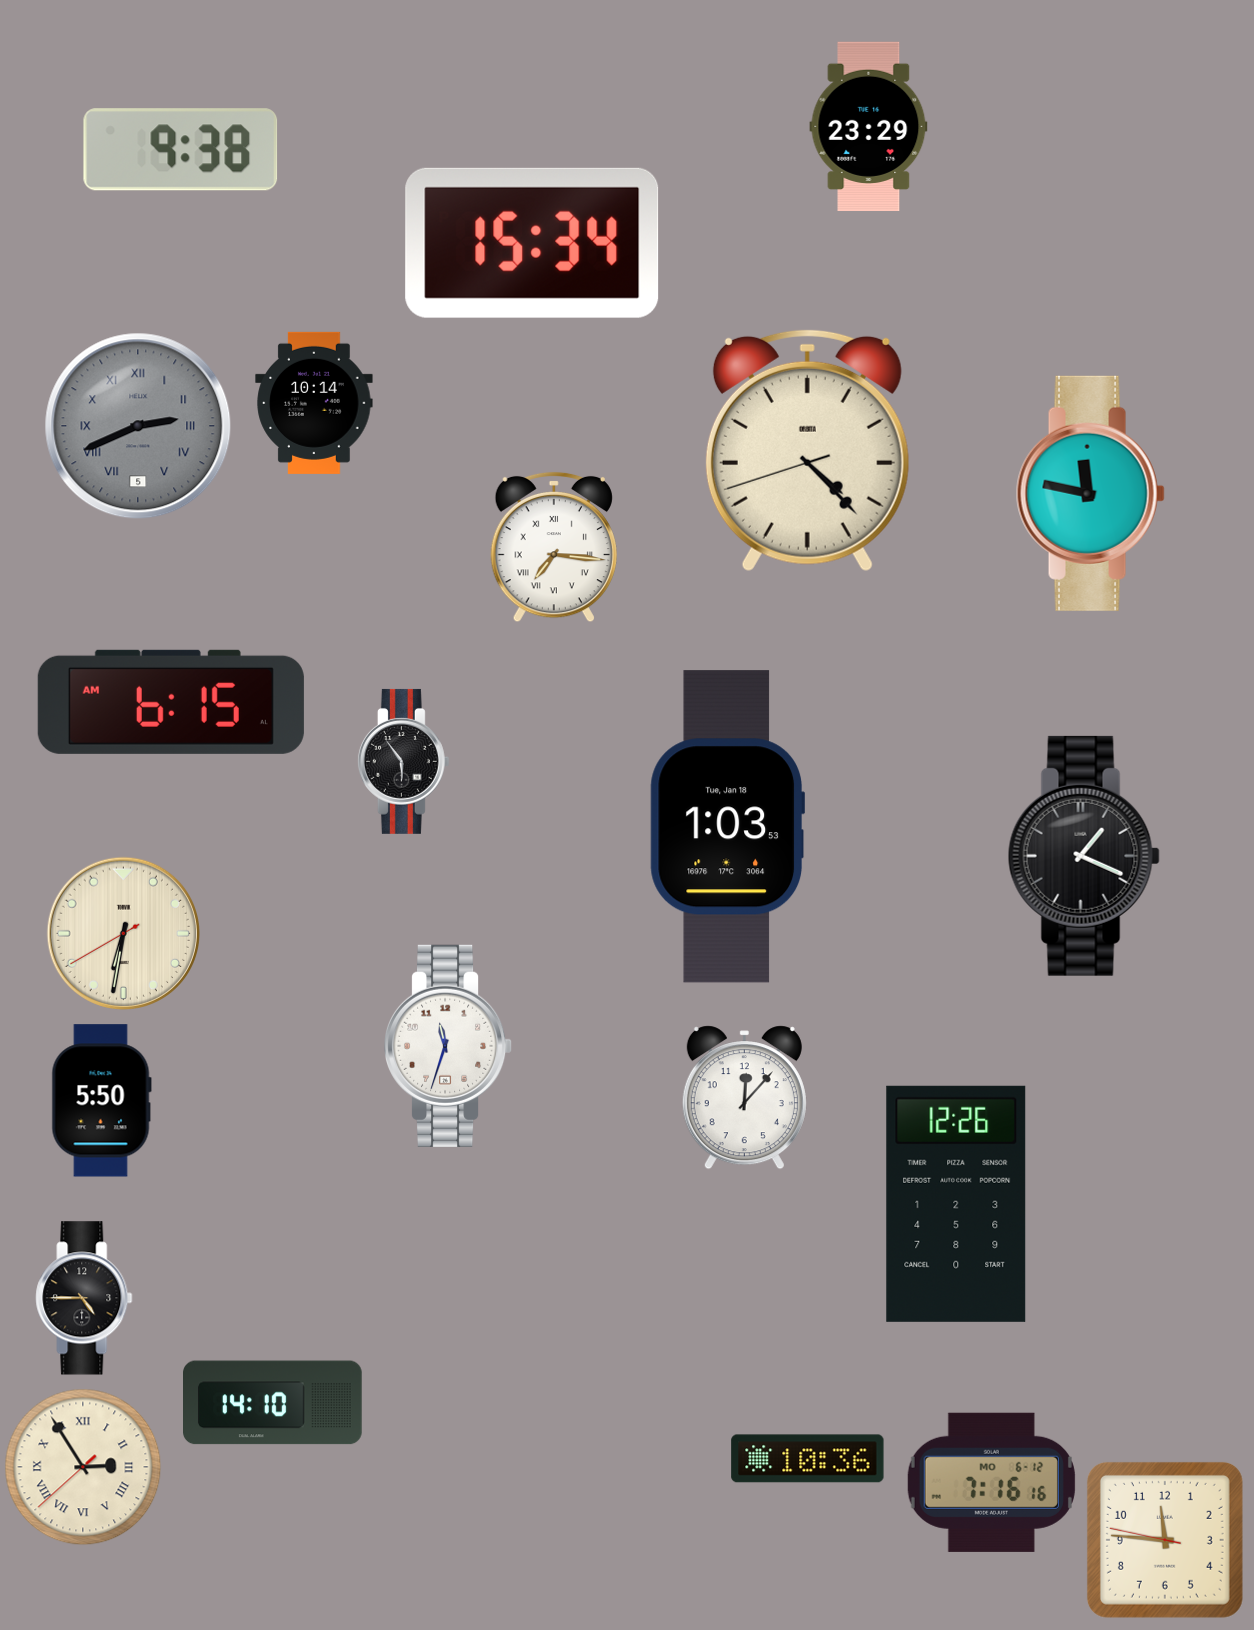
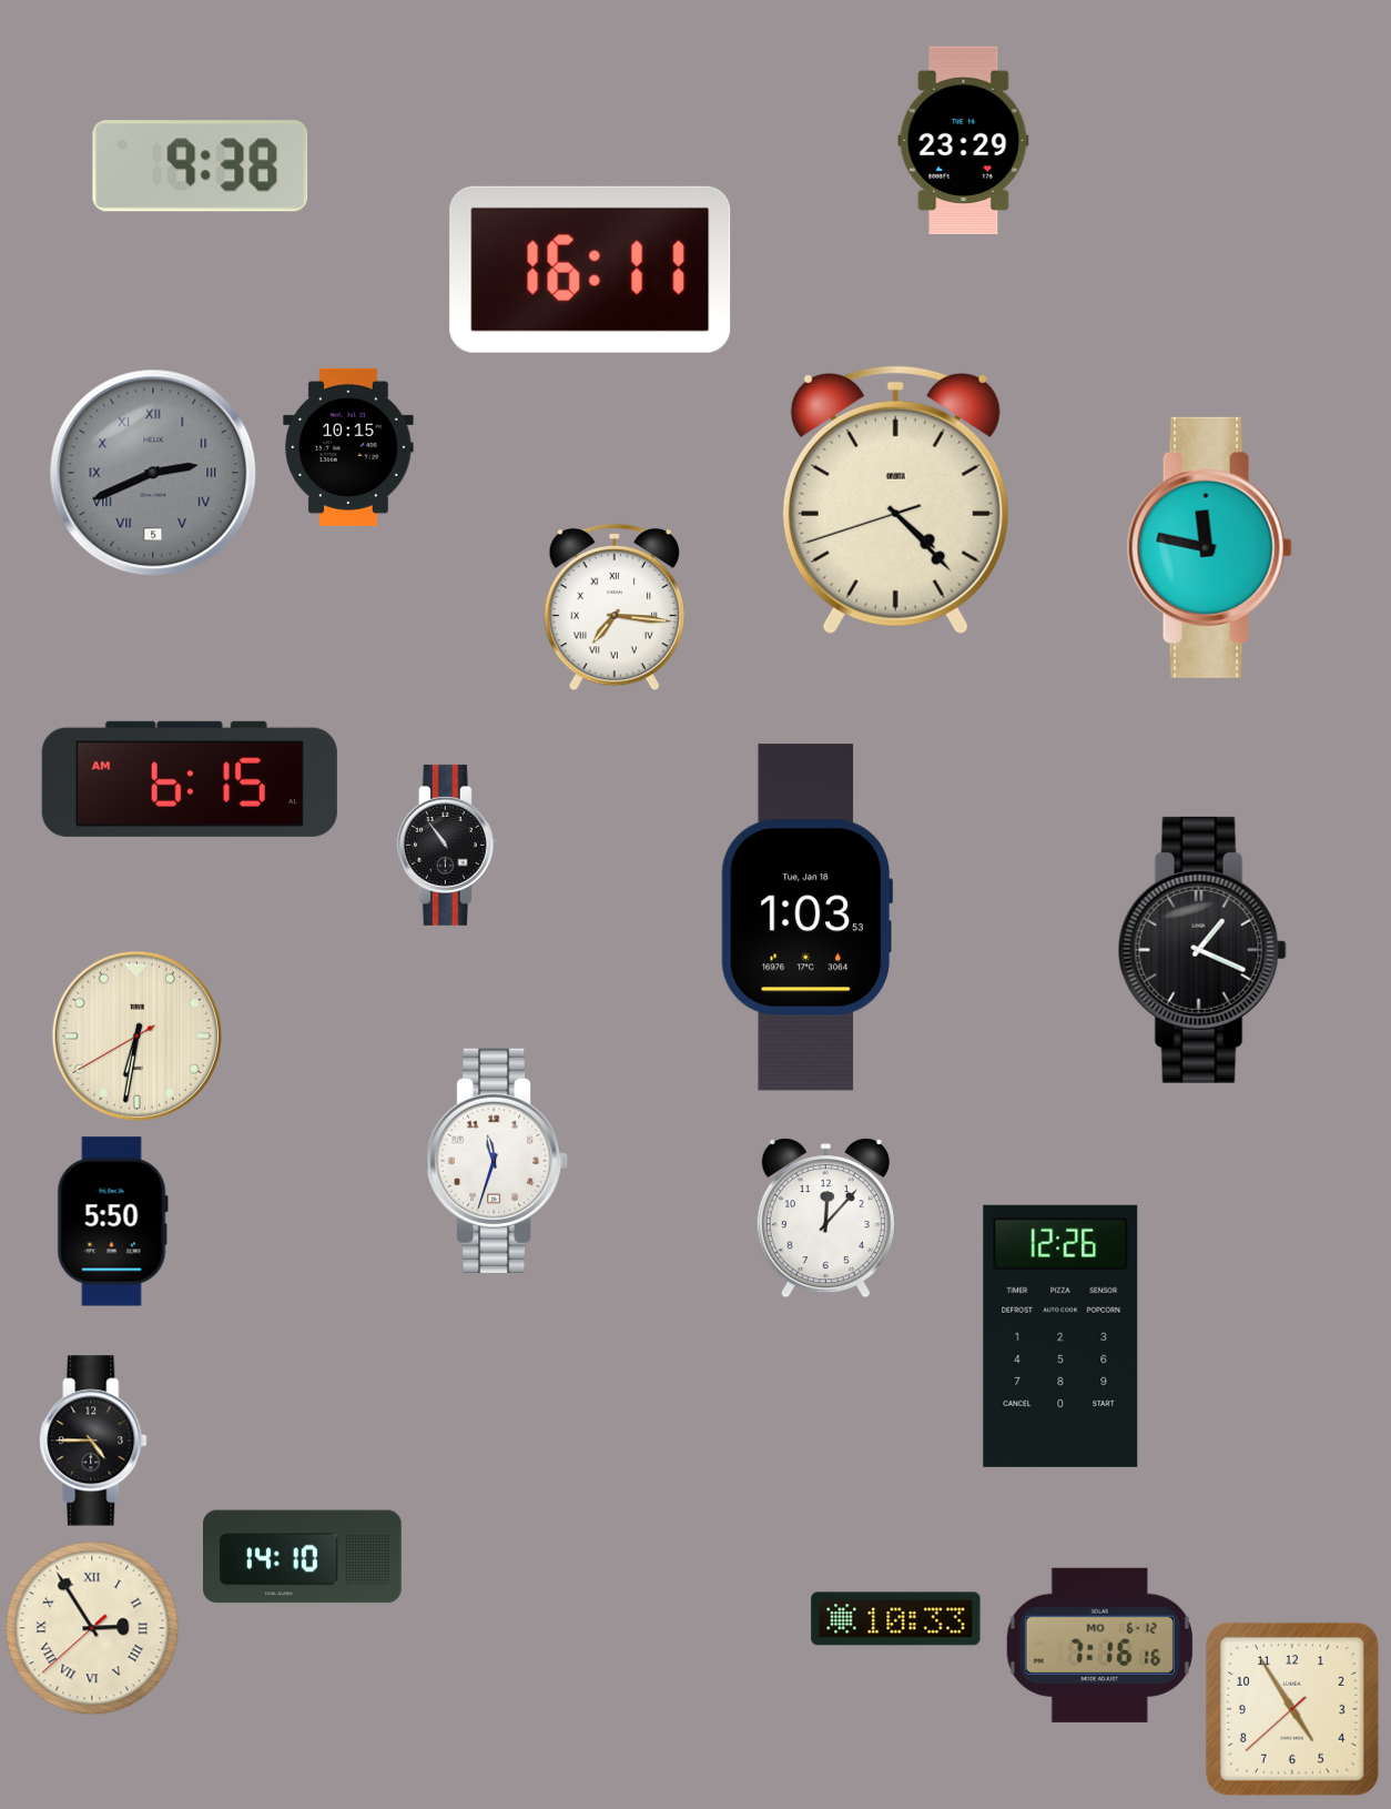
clock at (532, 243): 15:34 -> 16:11
clock at (314, 403): 10:14 -> 10:15
clock at (403, 761): 5:54 -> 10:54
clock at (808, 1459): 10:36 -> 10:33
clock at (1165, 1540): 11:45 -> 4:54
